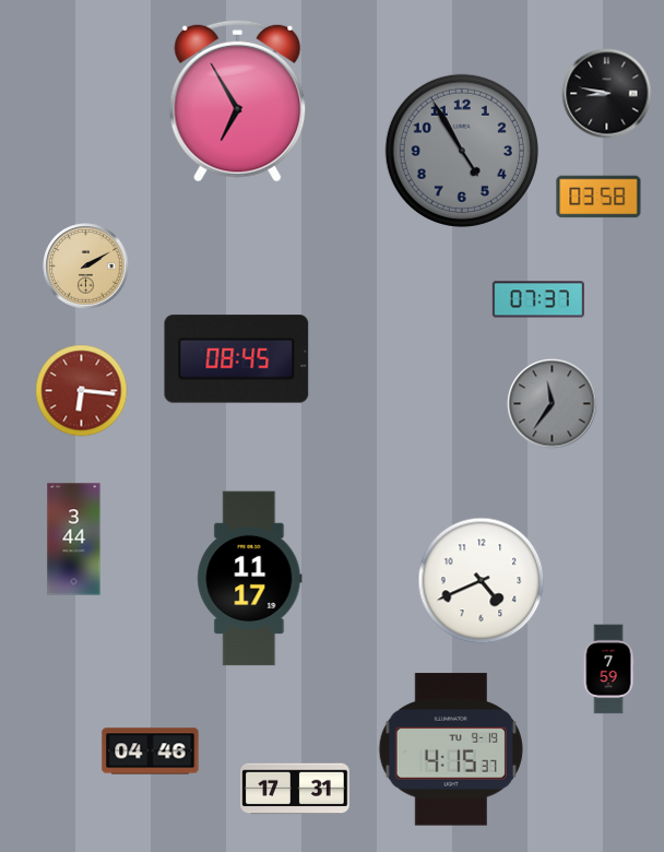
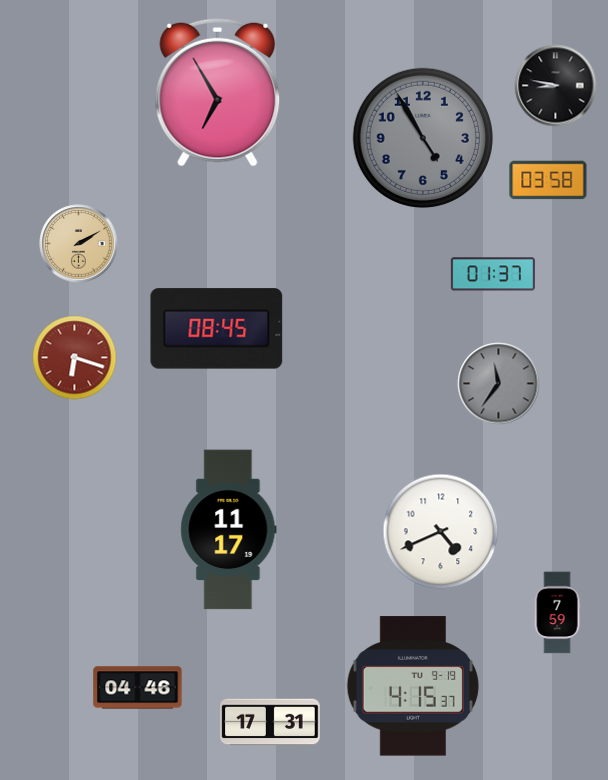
clock at (538, 299): 07:37 -> 01:37
clock at (82, 391): 6:16 -> 6:18
clock at (553, 404) position: (553, 404) -> (499, 384)
clock at (74, 540): 3:44 -> none
